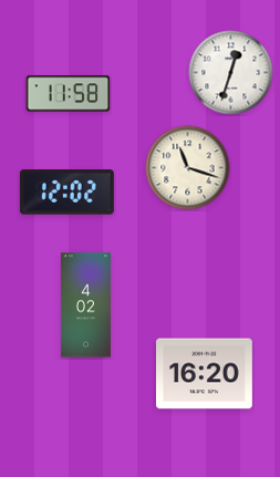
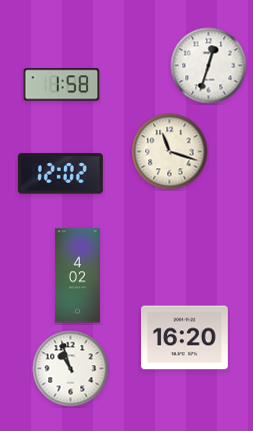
clock at (69, 94): 11:58 -> 1:58
clock at (71, 369): none -> 10:57
